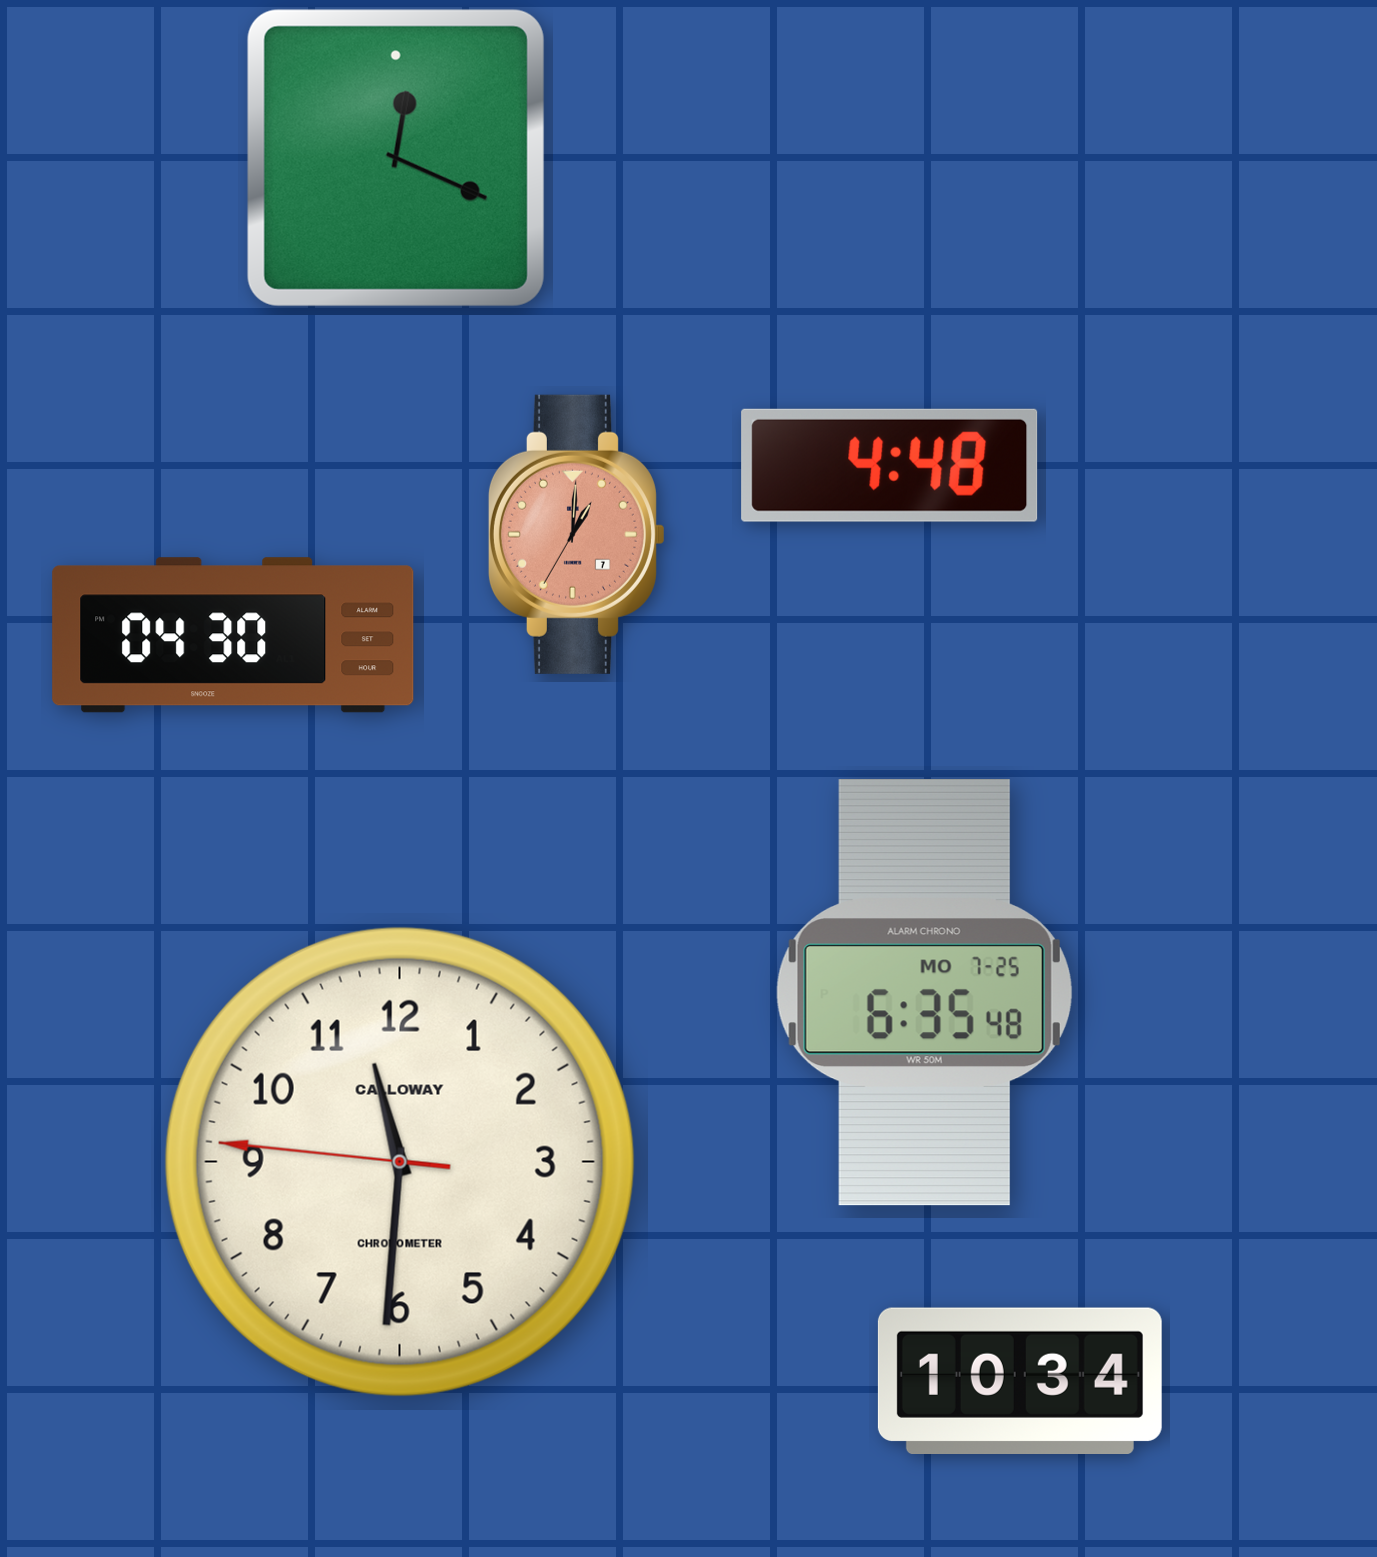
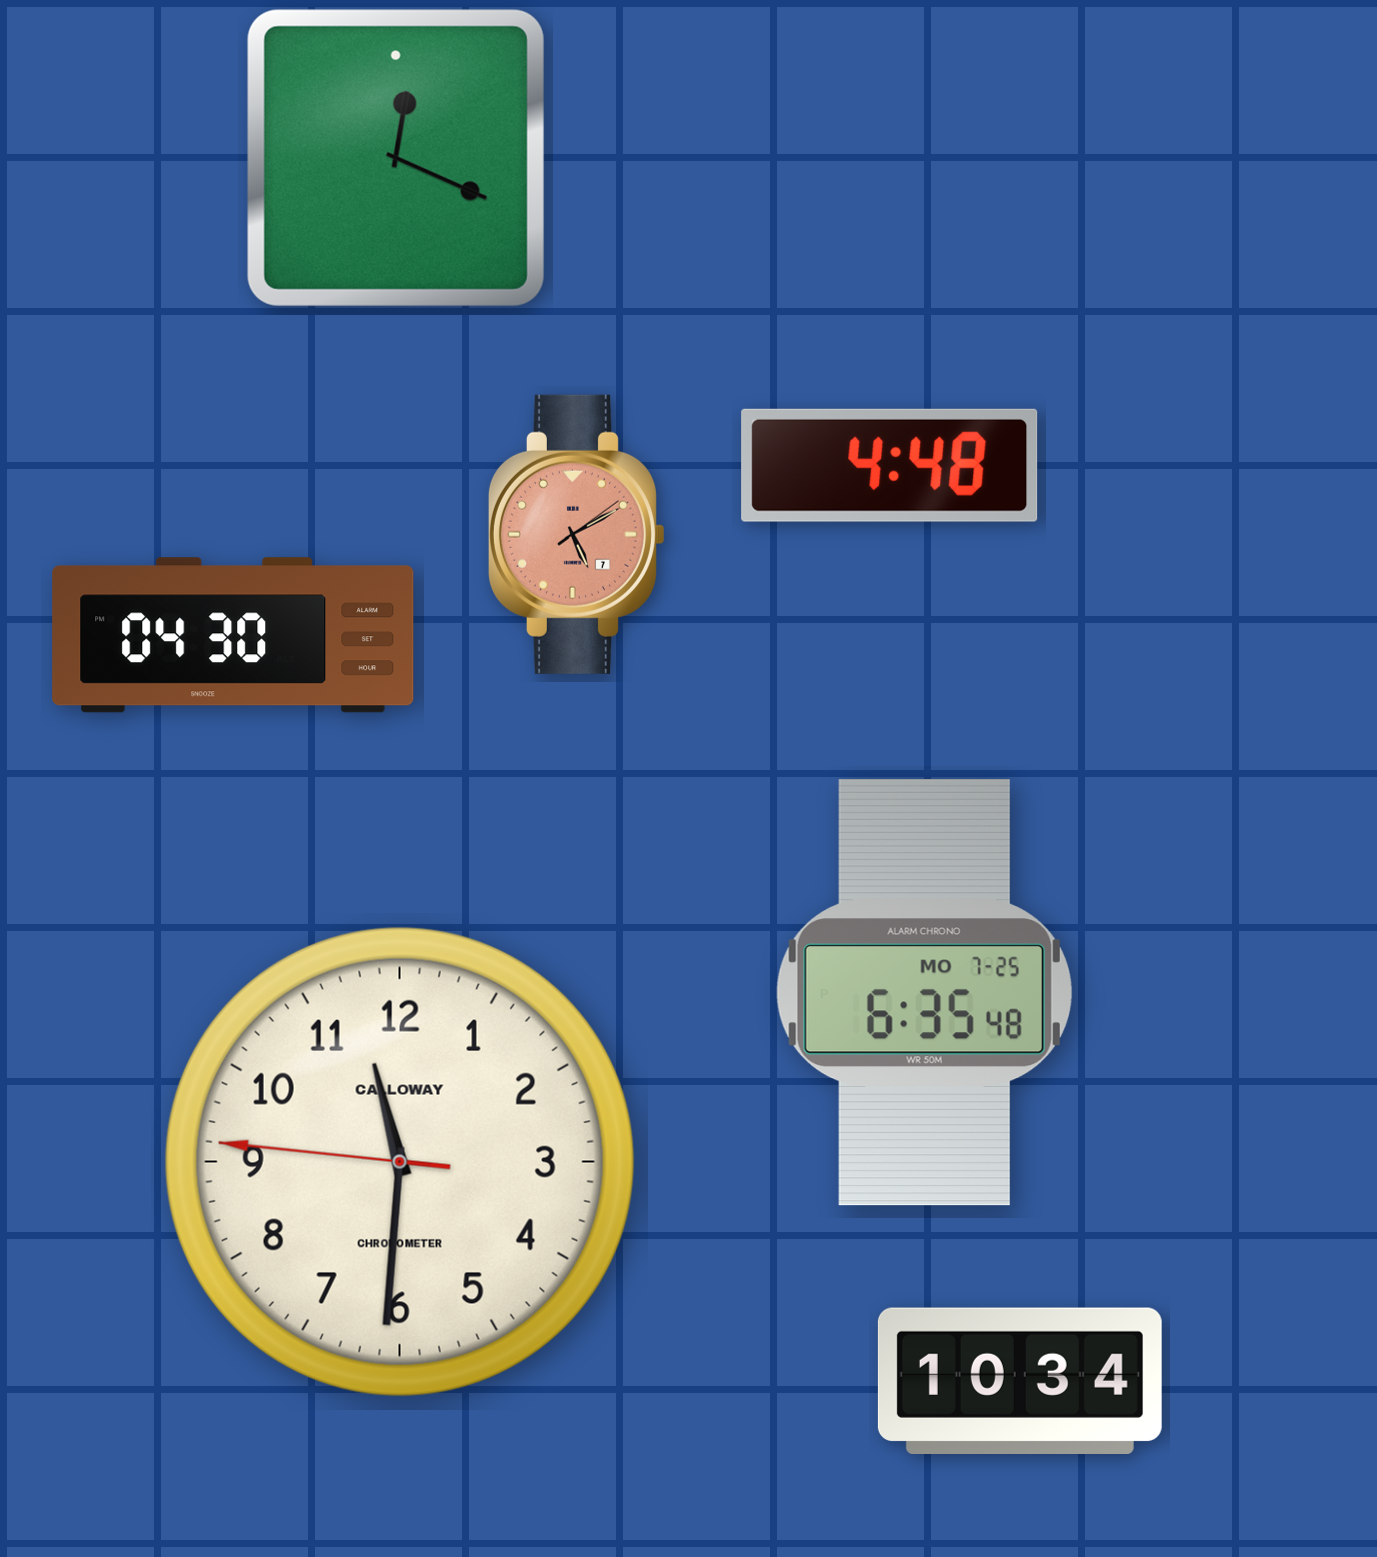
clock at (576, 534): 1:00 -> 5:10
